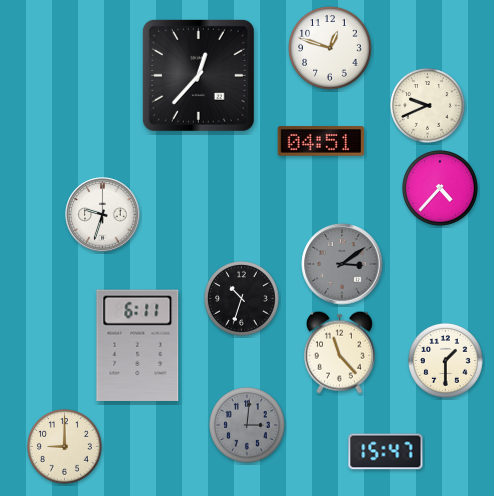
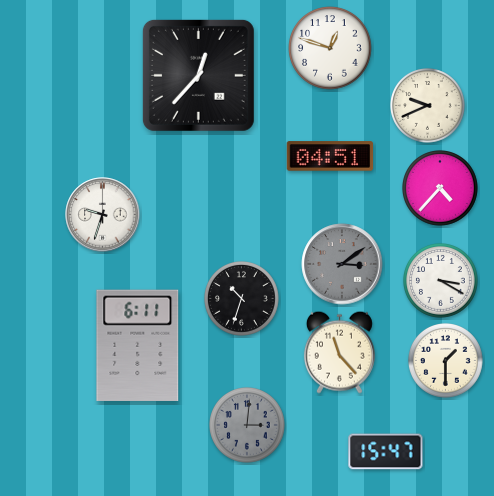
clock at (321, 141) position: (321, 141) -> (330, 156)
clock at (441, 281): none -> 3:20
clock at (65, 447): 9:00 -> none
